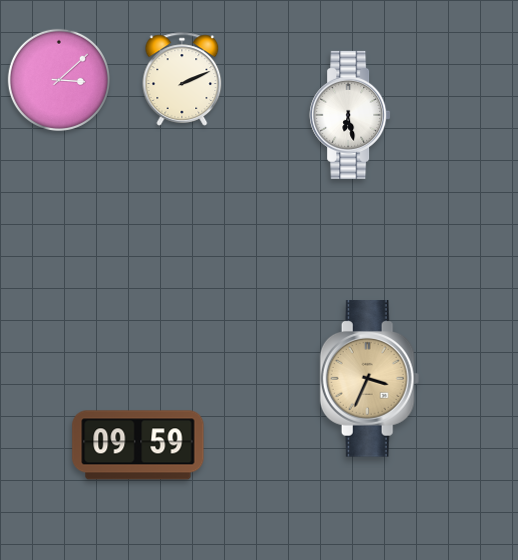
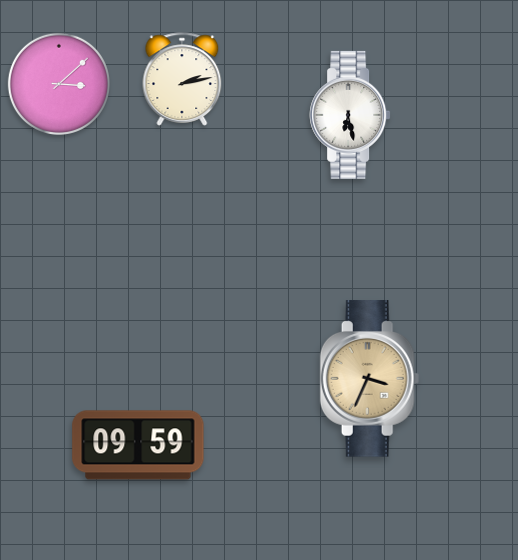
clock at (182, 79): 2:11 -> 2:13
clock at (59, 80) position: (59, 80) -> (59, 84)
